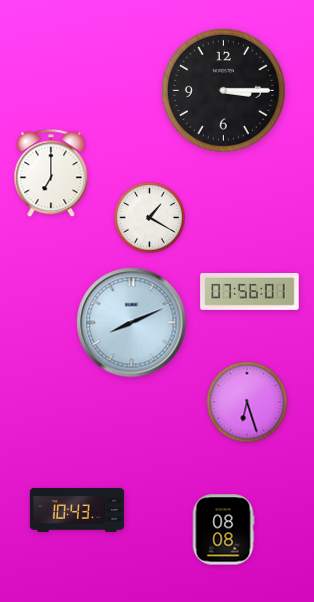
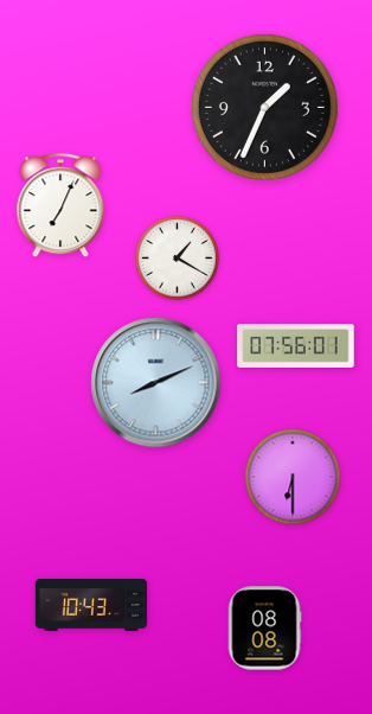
clock at (223, 90): 3:15 -> 1:34
clock at (51, 174): 7:00 -> 7:04
clock at (247, 402): 6:27 -> 6:30
